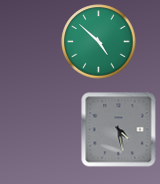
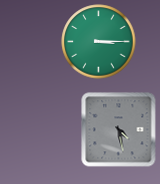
clock at (99, 42): 4:52 -> 3:15
